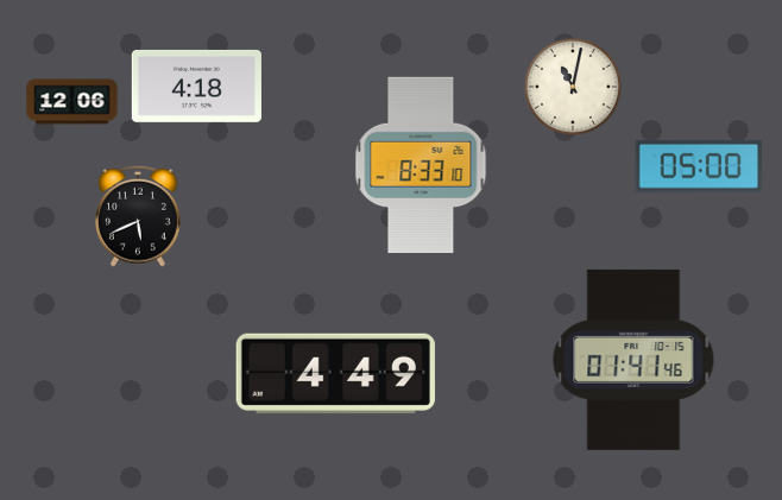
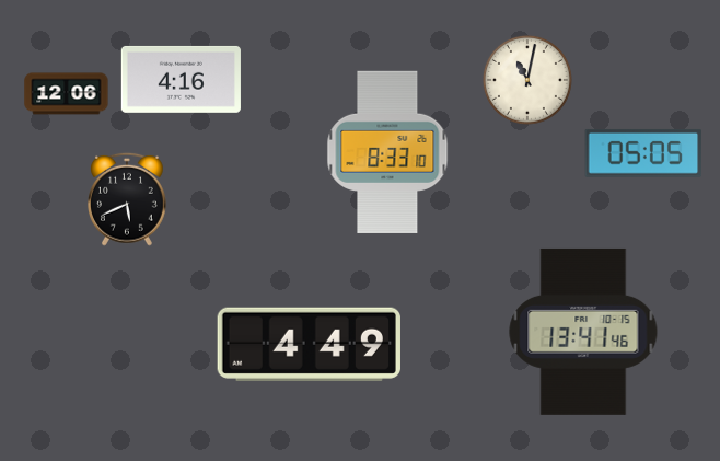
clock at (196, 86): 4:18 -> 4:16
clock at (699, 166): 05:00 -> 05:05
clock at (633, 360): 01:41 -> 13:41
